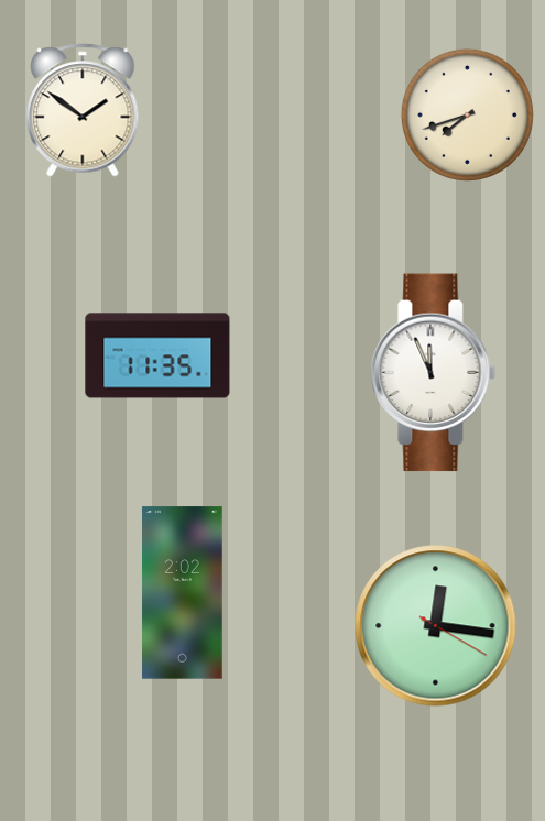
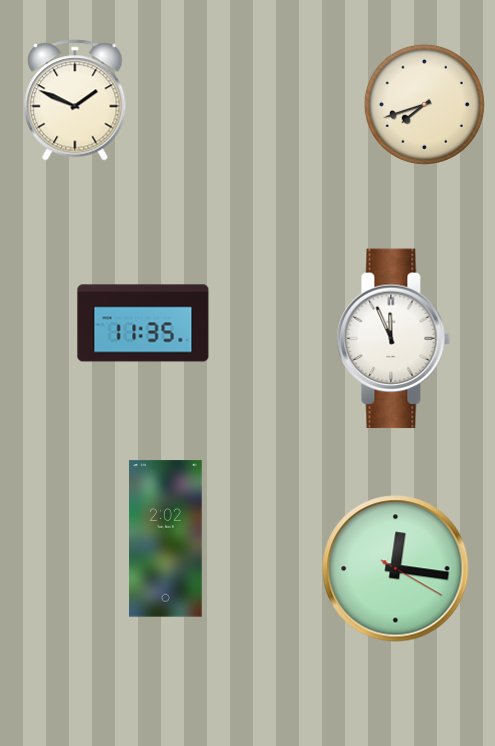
clock at (83, 110): 1:51 -> 1:49
